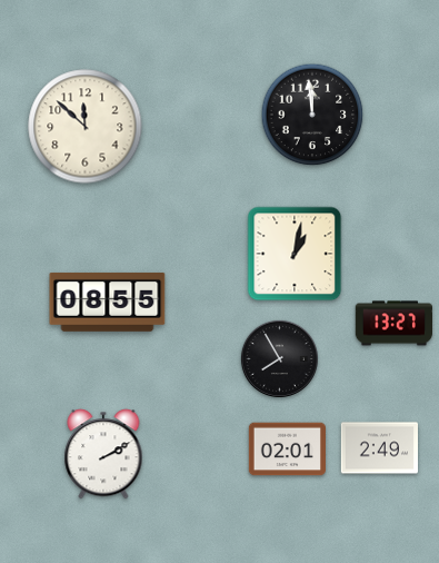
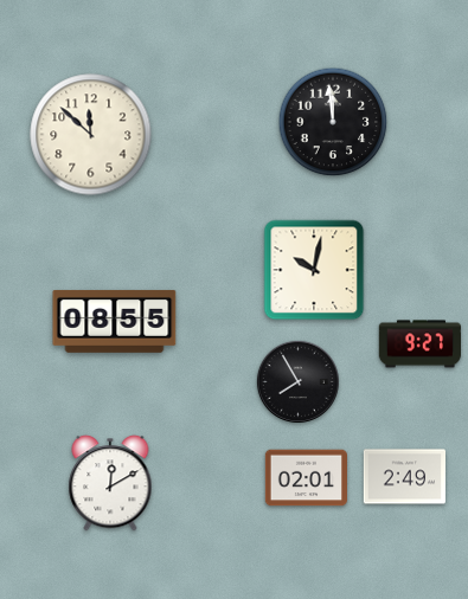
clock at (295, 254): 1:02 -> 10:02
clock at (393, 324): 13:27 -> 9:27
clock at (103, 454): 2:10 -> 12:10
